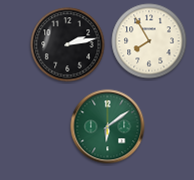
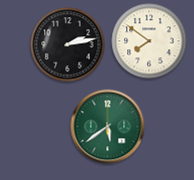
clock at (149, 41): 7:55 -> 7:51
clock at (108, 127): 6:09 -> 5:39
